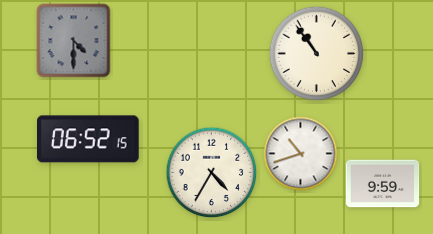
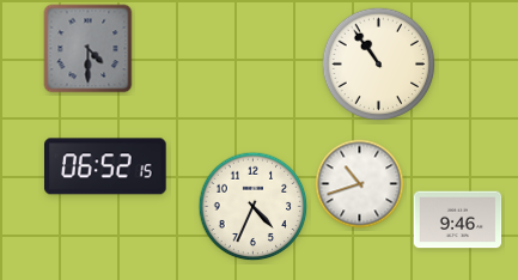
clock at (212, 173): 4:35 -> 4:34
clock at (383, 184): 9:59 -> 9:46
